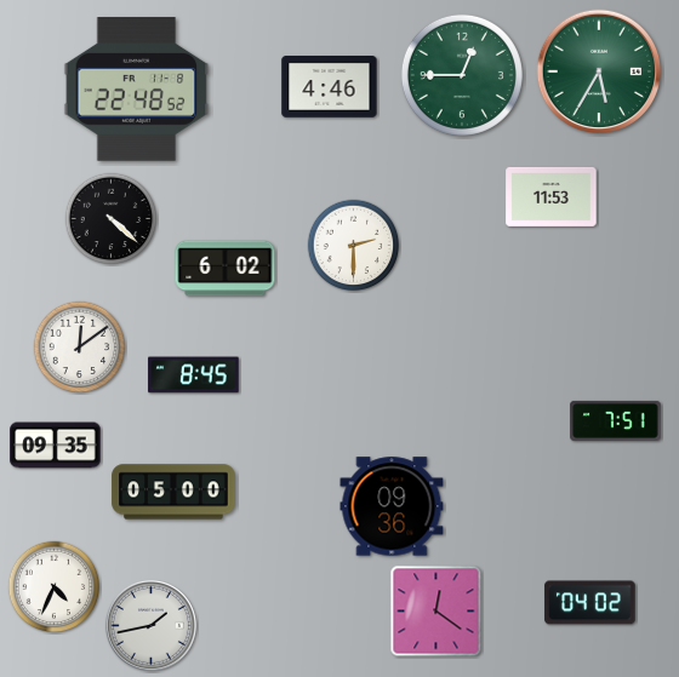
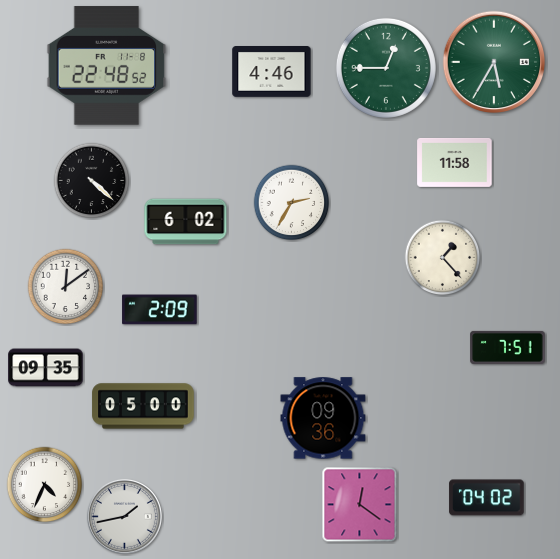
clock at (599, 71) position: (599, 71) -> (494, 62)
clock at (462, 75) position: (462, 75) -> (386, 68)
clock at (137, 90) position: (137, 90) -> (107, 66)
clock at (552, 196): 11:53 -> 11:58
clock at (354, 246): 2:30 -> 2:35
clock at (443, 258): none -> 1:23
clock at (194, 375): 8:45 -> 2:09
